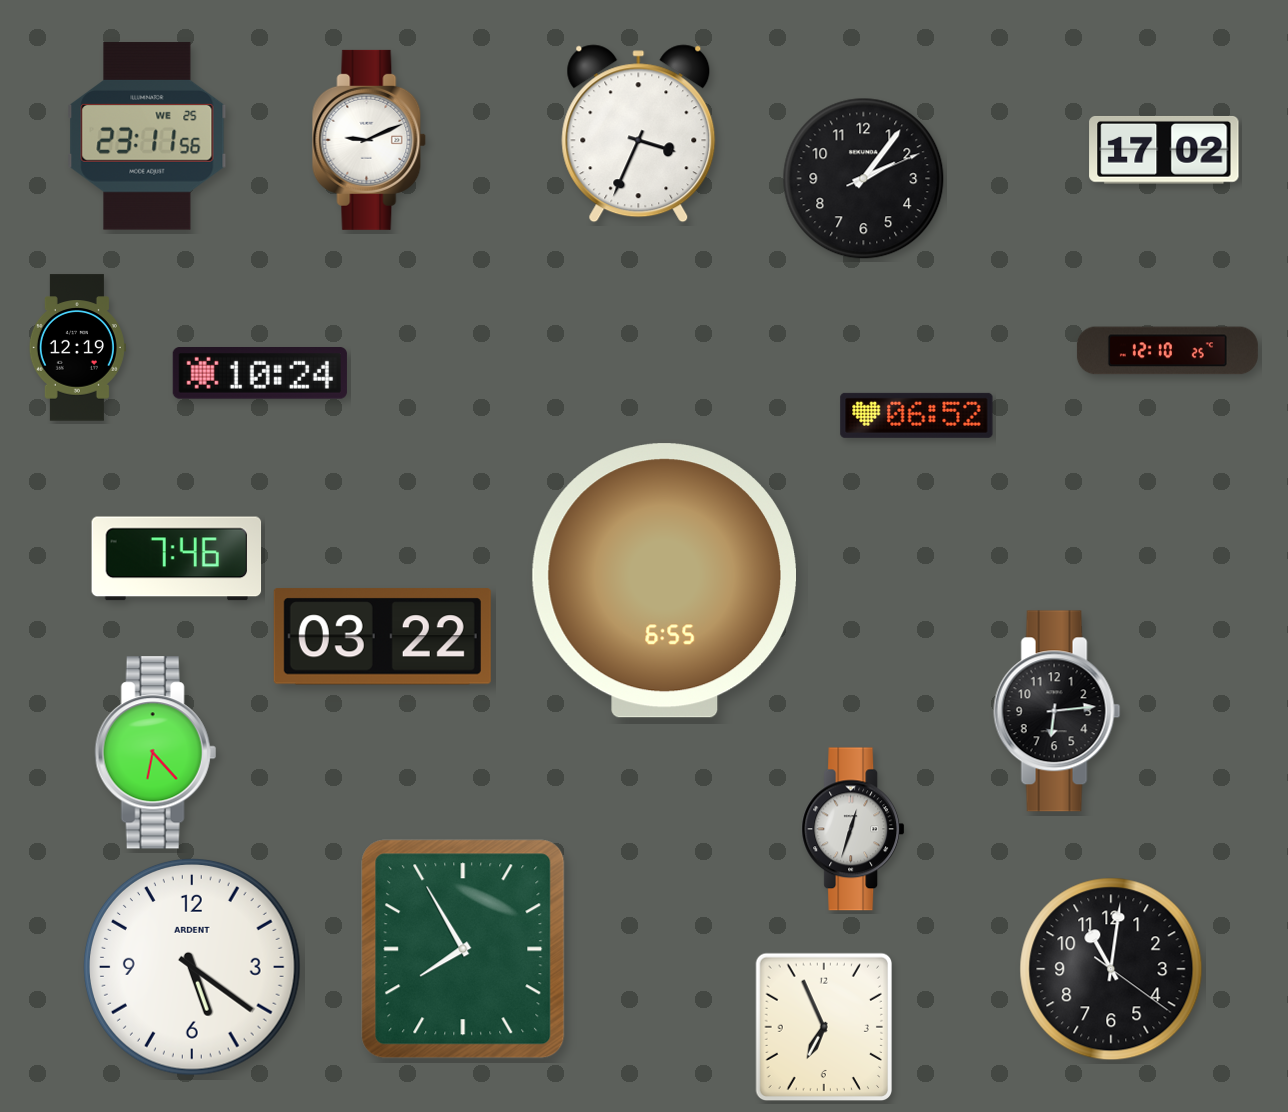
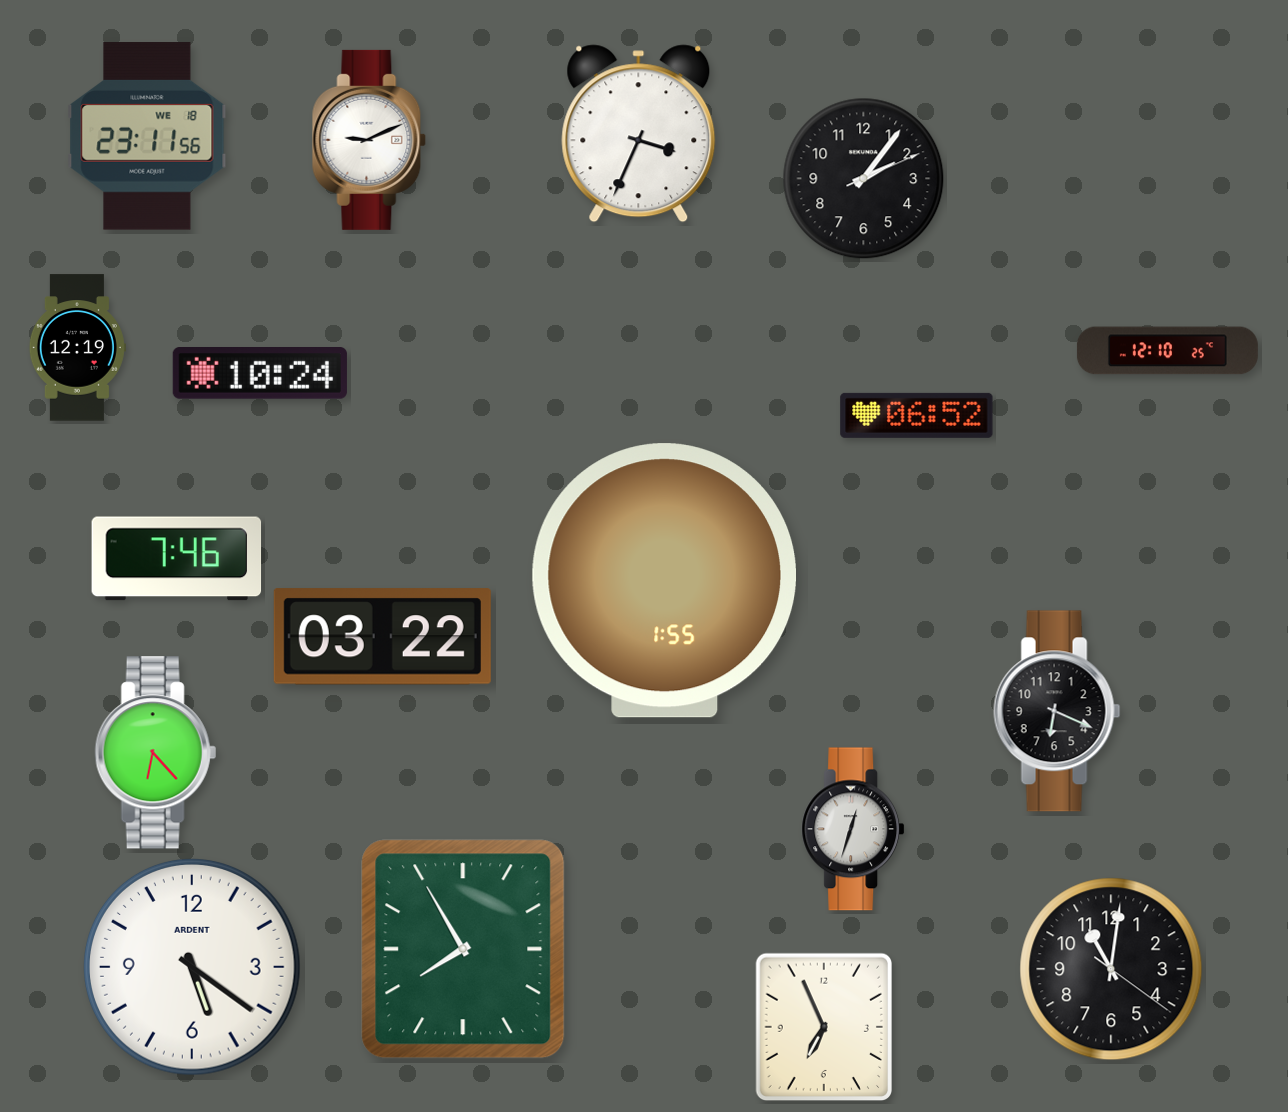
clock at (147, 136) date: WE 25 -> WE 18
clock at (1164, 150): 17:02 -> none
clock at (664, 581): 6:55 -> 1:55
clock at (1057, 711): 6:14 -> 6:19
